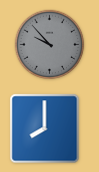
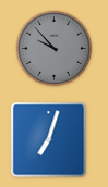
clock at (45, 129): 8:00 -> 7:03
